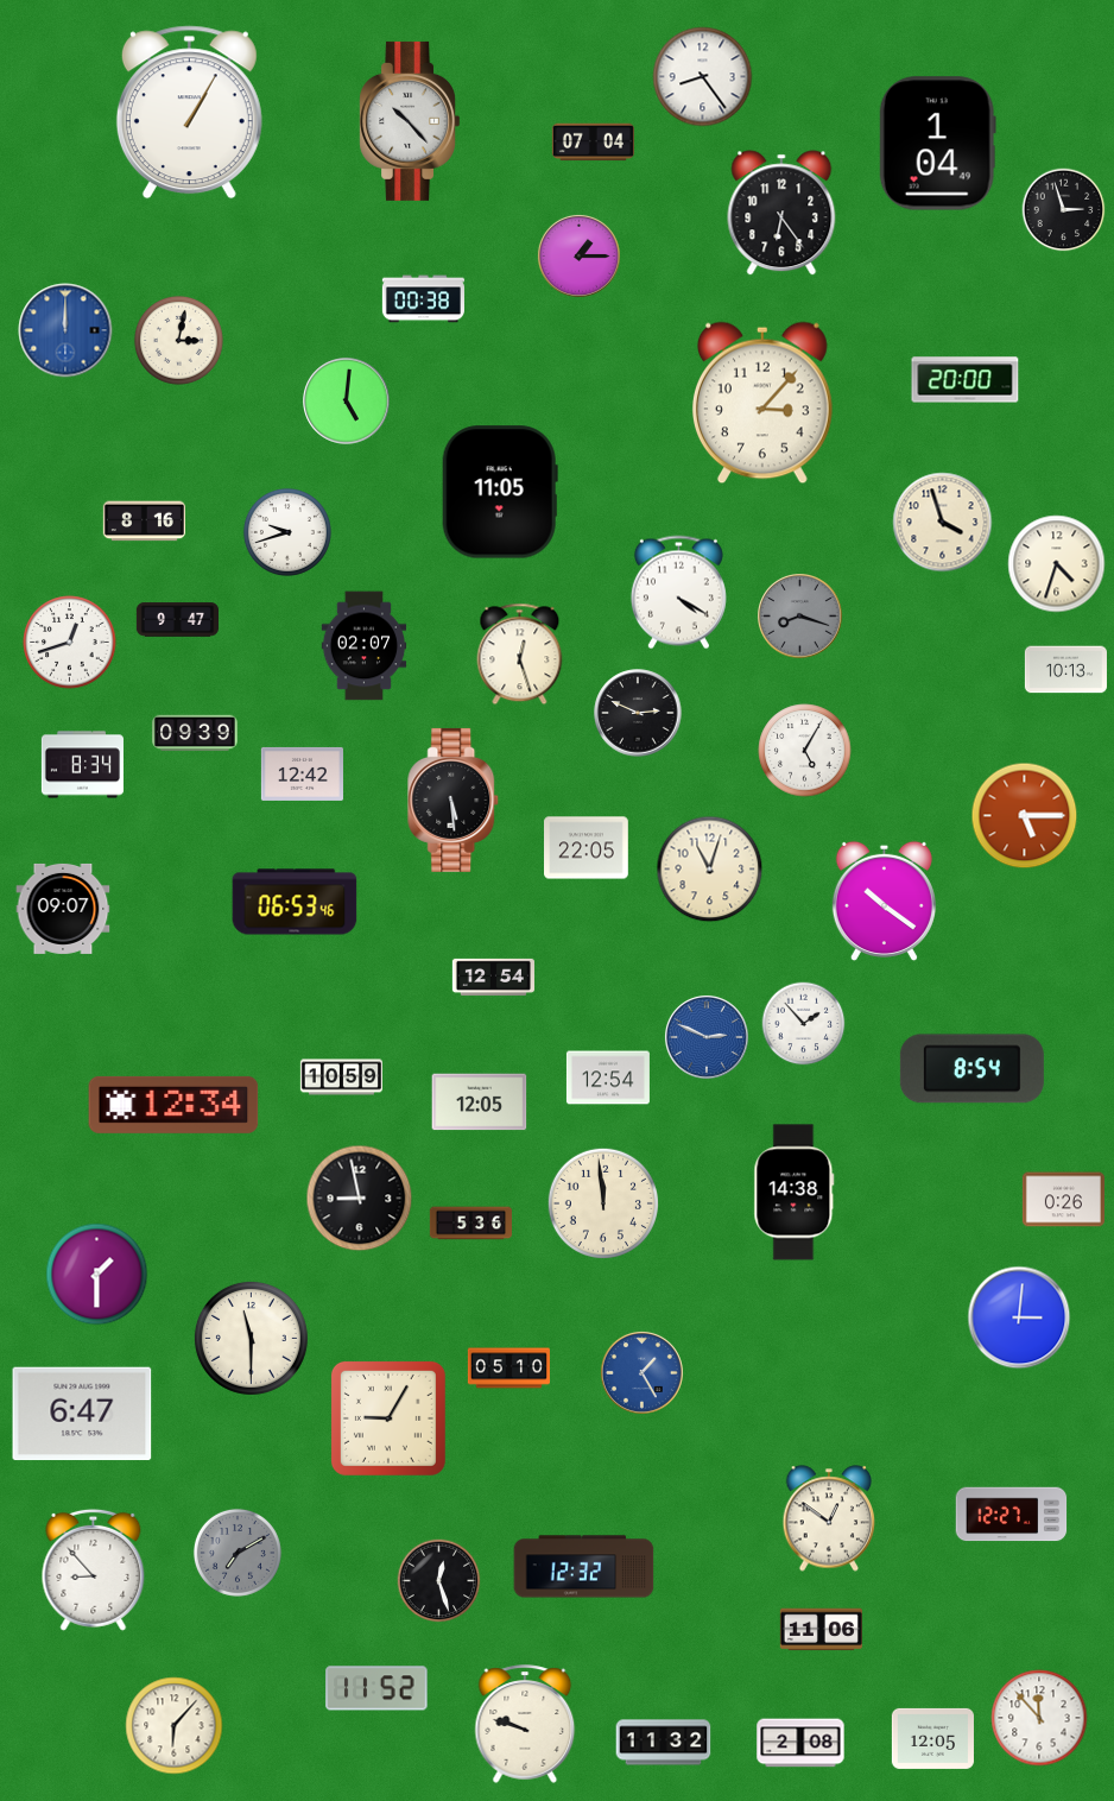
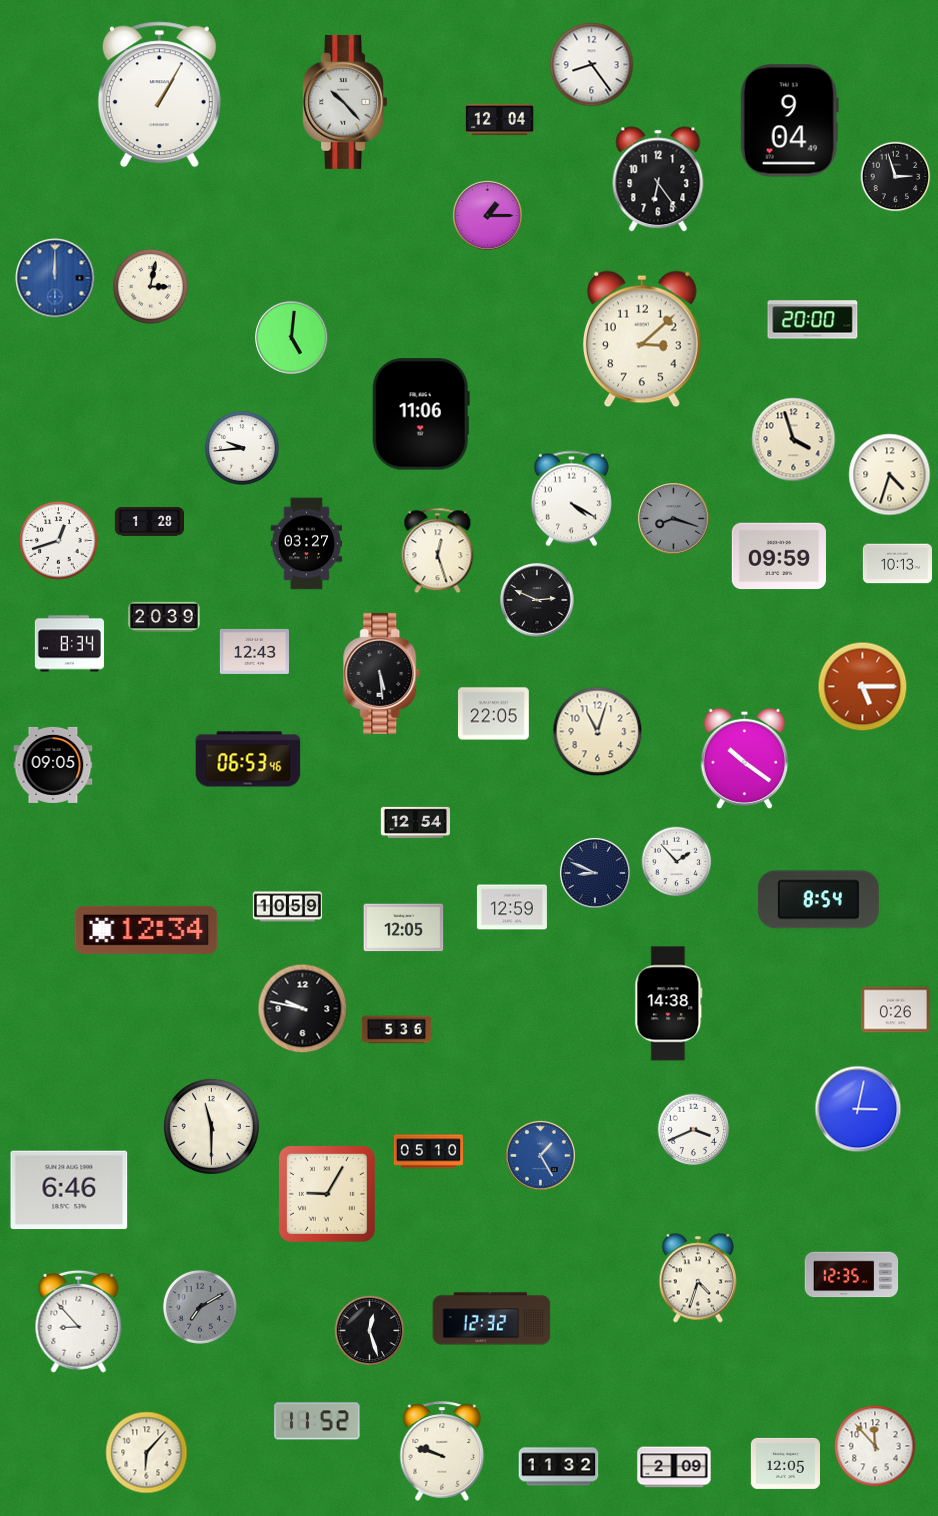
clock at (593, 143): 07:04 -> 12:04
clock at (937, 144): 1:04 -> 9:04
clock at (423, 299): 00:38 -> none
clock at (762, 403): 3:07 -> 3:08
clock at (500, 492): 11:05 -> 11:06
clock at (144, 522): 8:16 -> none
clock at (287, 532): 9:42 -> 9:44
clock at (177, 620): 9:47 -> 1:28
clock at (365, 646): 02:07 -> 03:27
clock at (779, 556): none -> 09:59
clock at (195, 733): 09:39 -> 20:39
clock at (805, 751): 5:05 -> none
clock at (302, 773): 12:42 -> 12:43
clock at (63, 909): 09:07 -> 09:05
clock at (707, 1037): 2:49 -> 8:49
clock at (707, 1037) dial: blue -> navy
clock at (608, 1078): 12:54 -> 12:59
clock at (360, 1199): 8:58 -> 9:47
clock at (602, 1202): 11:59 -> none
clock at (97, 1275): 1:30 -> none
clock at (1019, 1317): 3:01 -> 3:02
clock at (694, 1130): none -> 3:41
clock at (82, 1414): 6:47 -> 6:46
clock at (1012, 1515): 12:27 -> 12:35
clock at (829, 1518): 12:51 -> 4:33
clock at (821, 1630): 11:06 -> none
clock at (800, 1743): 2:08 -> 2:09
